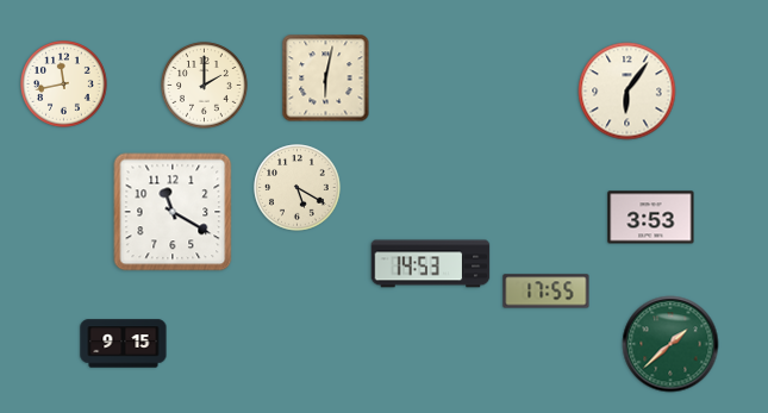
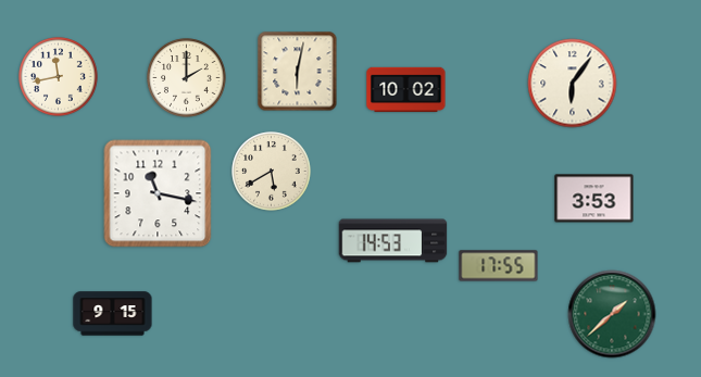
clock at (406, 90): none -> 10:02
clock at (298, 188): 5:20 -> 5:40
clock at (173, 212): 11:20 -> 11:17
